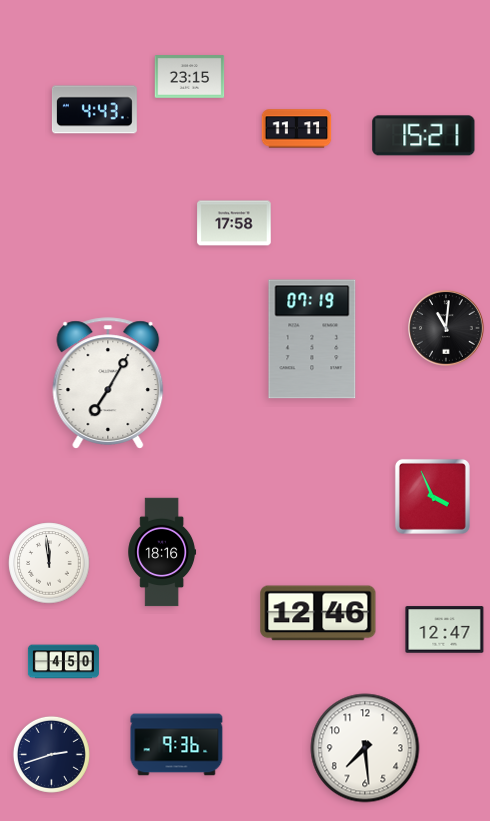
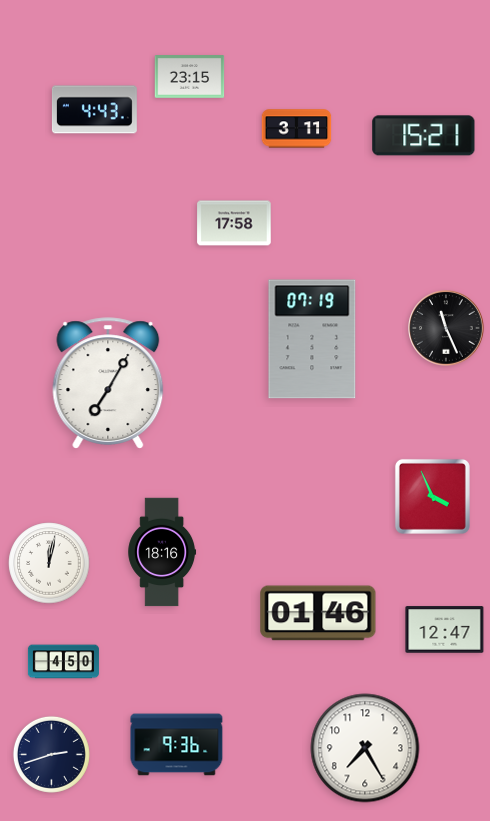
clock at (297, 129): 11:11 -> 3:11
clock at (446, 328): 11:01 -> 11:26
clock at (49, 563): 11:59 -> 12:02
clock at (318, 613): 12:46 -> 01:46
clock at (365, 748): 7:29 -> 7:25
